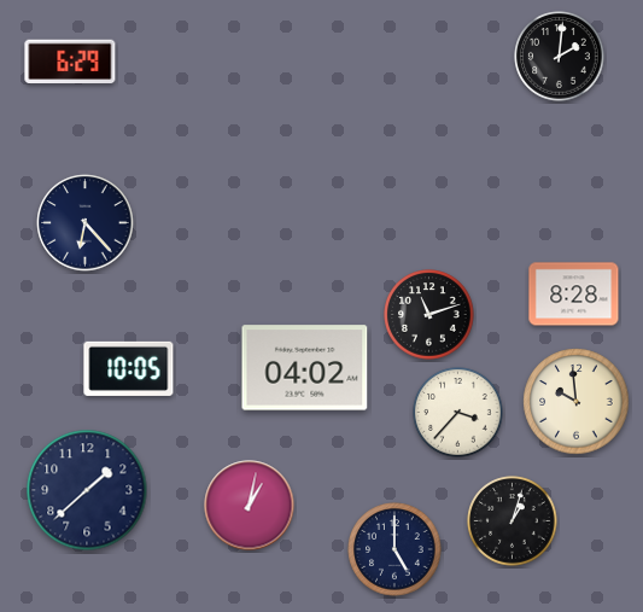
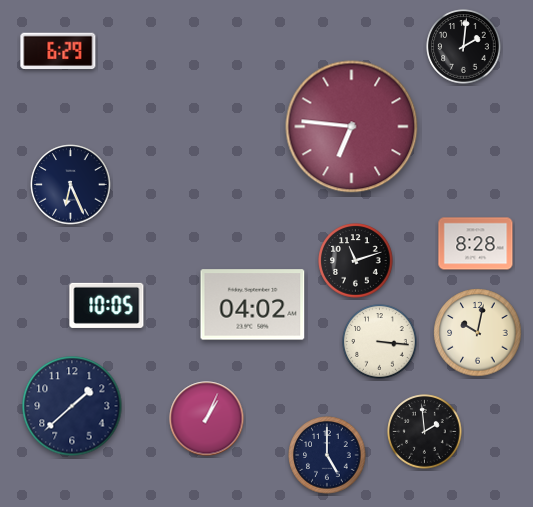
clock at (352, 127): none -> 6:46
clock at (86, 223): 6:23 -> 6:26
clock at (577, 402): 9:59 -> 10:02
clock at (458, 413): 3:37 -> 3:16
clock at (250, 506): 1:02 -> 1:04
clock at (513, 521): 1:03 -> 1:59
